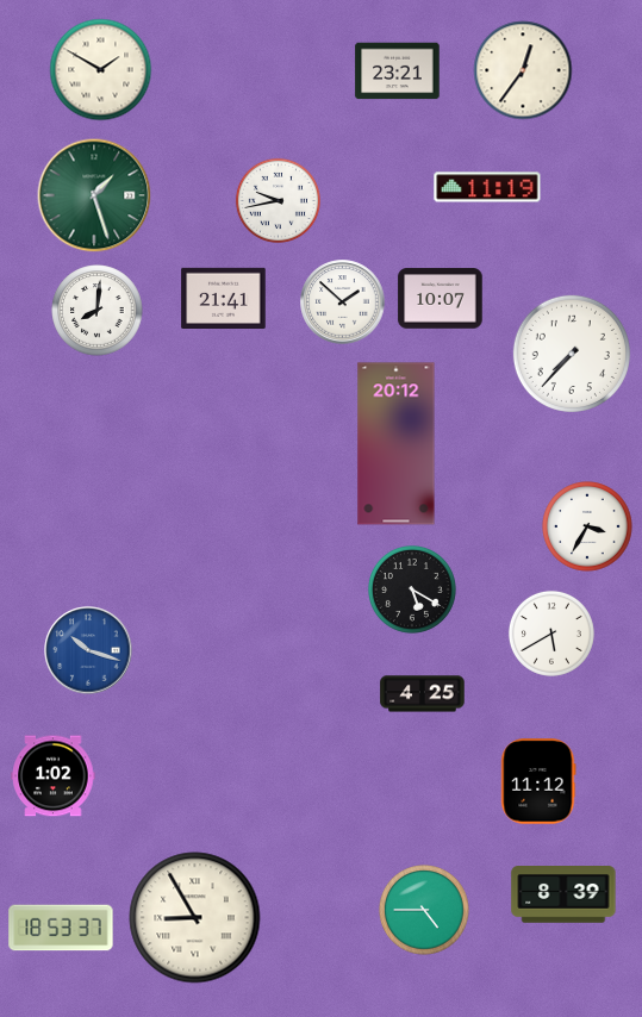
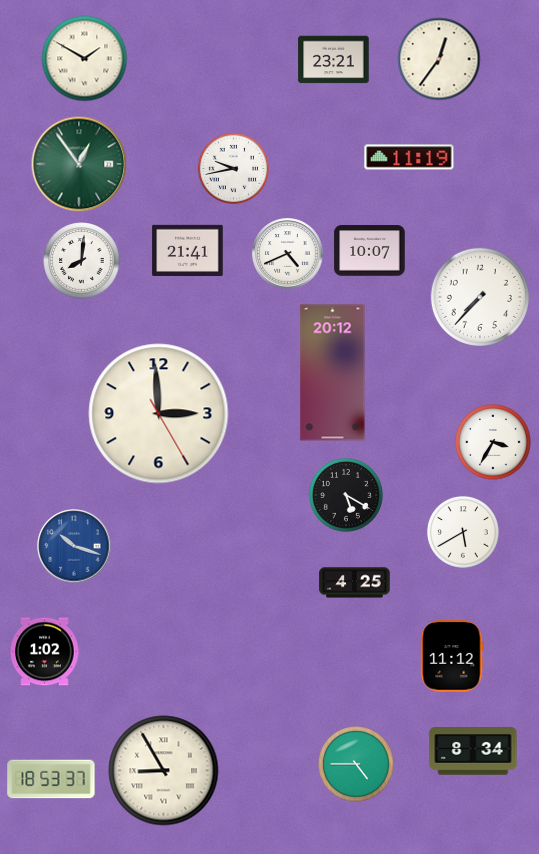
clock at (94, 195): 1:27 -> 12:54
clock at (343, 302): 1:52 -> 4:41
clock at (159, 414): none -> 2:59
clock at (563, 894): 8:39 -> 8:34
